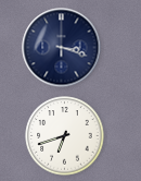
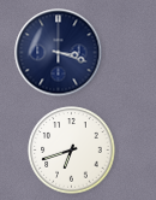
clock at (62, 48) position: (62, 48) -> (59, 53)
